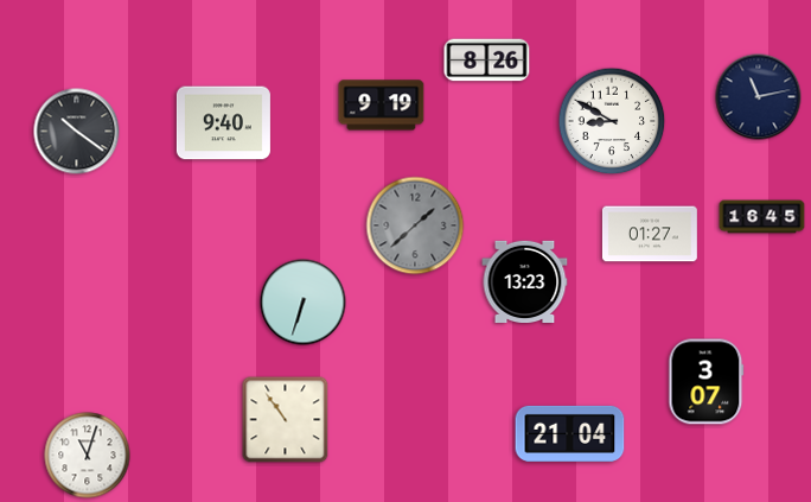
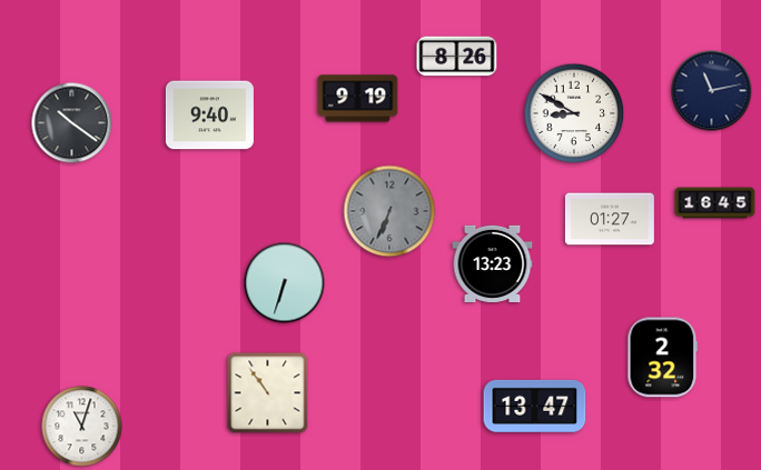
clock at (415, 225): 1:38 -> 6:34
clock at (707, 382): 3:07 -> 2:32
clock at (570, 433): 21:04 -> 13:47
